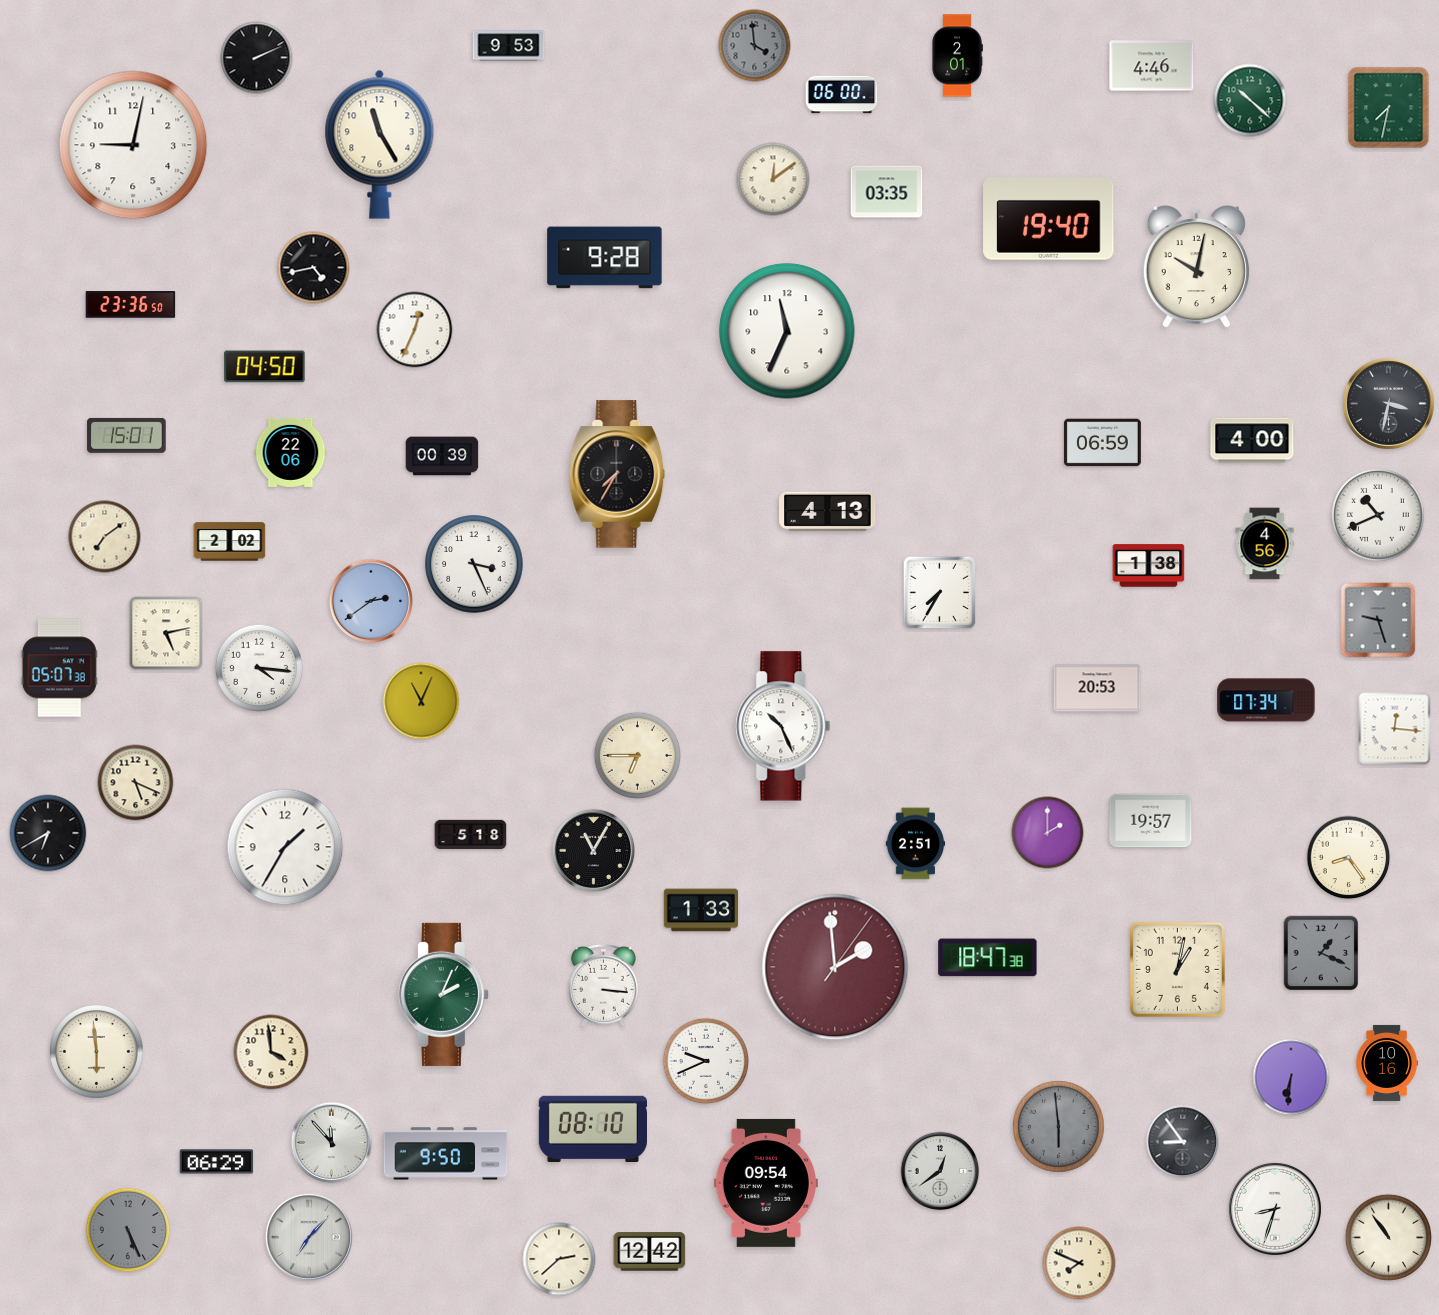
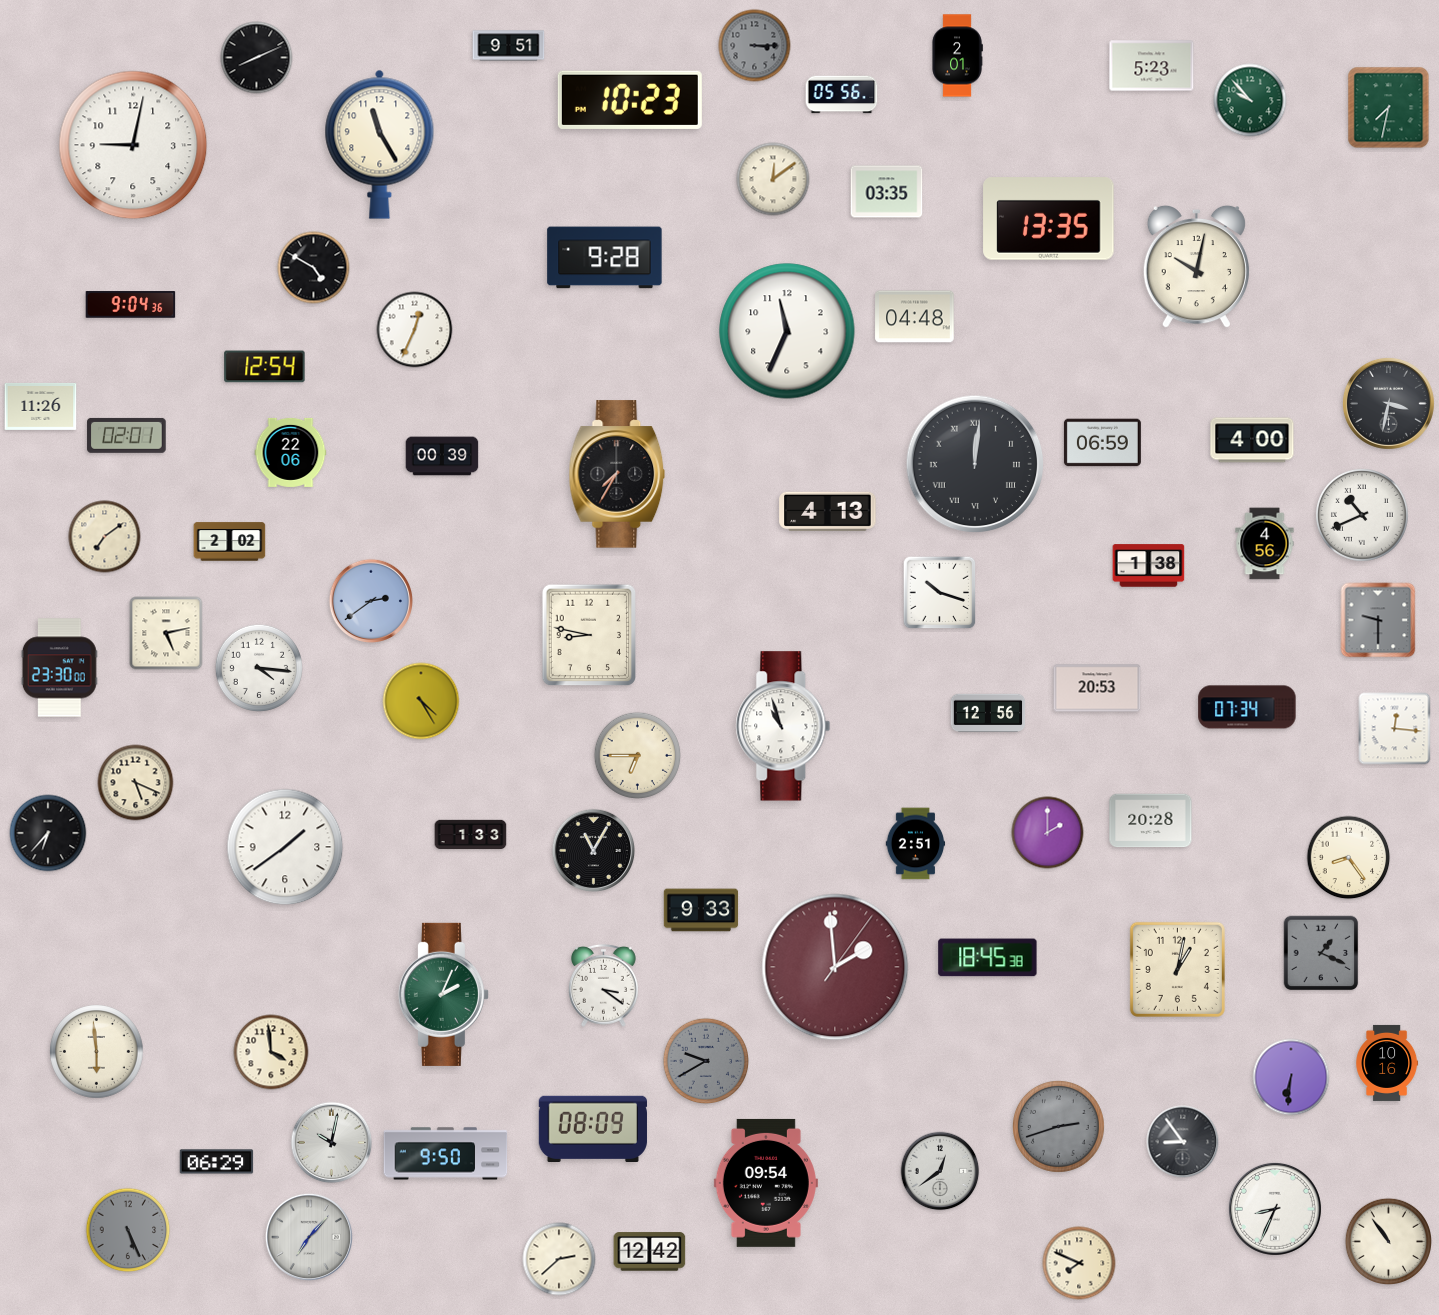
clock at (509, 46): 9:53 -> 9:51
clock at (755, 46): 3:59 -> 3:15
clock at (257, 58): 2:11 -> 8:11
clock at (1152, 66): 4:46 -> 5:23
clock at (842, 95): 06:00 -> 05:56
clock at (630, 100): none -> 10:23
clock at (1250, 100): 10:22 -> 9:53
clock at (1049, 219): 19:40 -> 13:35
clock at (314, 268): 4:43 -> 4:50
clock at (131, 305): 23:36 -> 9:04
clock at (915, 317): none -> 04:48
clock at (265, 367): 04:50 -> 12:54
clock at (41, 406): none -> 11:26
clock at (127, 435): 15:01 -> 02:01
clock at (975, 464): none -> 12:01
clock at (1378, 515) position: (1378, 515) -> (1362, 515)
clock at (474, 564): 3:26 -> none
clock at (940, 593): 7:35 -> 10:18
clock at (1378, 620): 9:27 -> 9:30
clock at (589, 635): none -> 8:47
clock at (59, 668): 05:07 -> 23:30
clock at (1266, 700) position: (1266, 700) -> (1247, 707)
clock at (421, 701): 11:04 -> 4:25
clock at (988, 713): none -> 12:56
clock at (783, 726): 10:26 -> 10:57
clock at (1151, 821): 19:57 -> 20:28
clock at (48, 833): 6:40 -> 6:37
clock at (471, 835): 5:18 -> 1:33
clock at (285, 847): 1:35 -> 1:39
clock at (701, 910): 1:33 -> 9:33
clock at (988, 958): 18:47 -> 18:45
clock at (603, 985): 3:16 -> 3:21
clock at (706, 1061): 9:41 -> 9:40
clock at (706, 1061) dial: white -> grey
clock at (1058, 1126): 5:59 -> 2:42
clock at (592, 1128): 08:10 -> 08:09
clock at (332, 1143): 11:53 -> 10:02
clock at (1275, 1209): 8:33 -> 8:34
clock at (1388, 1237) position: (1388, 1237) -> (1388, 1241)
